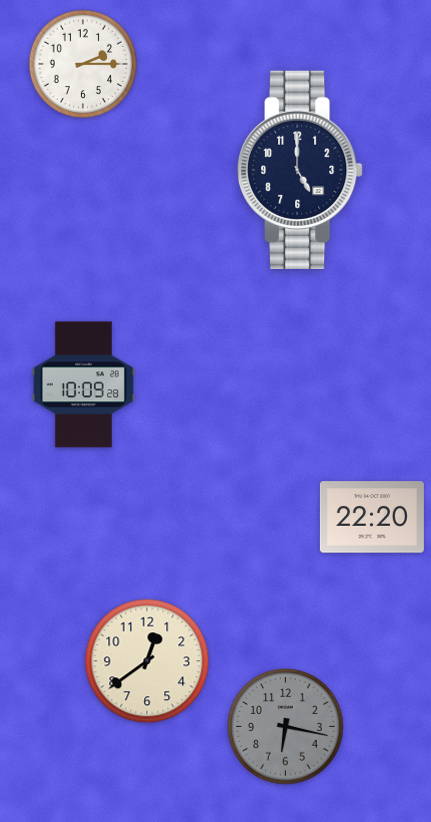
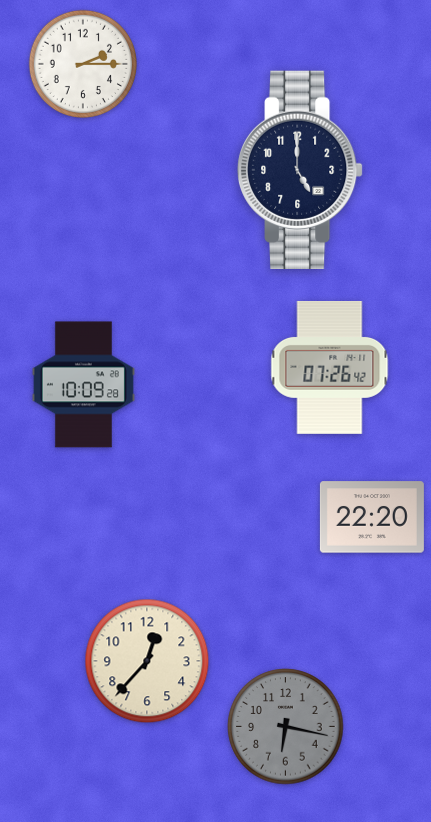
clock at (330, 367): none -> 07:26
clock at (147, 661): 12:39 -> 12:37
